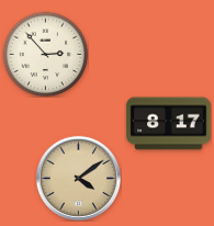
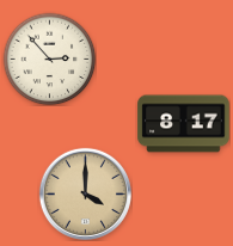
clock at (169, 124) position: (169, 124) -> (184, 124)
clock at (78, 178): 4:09 -> 4:00
